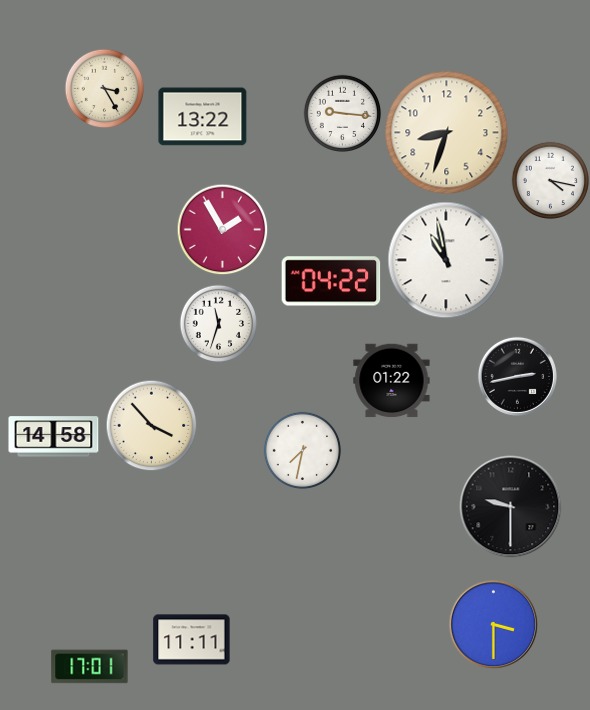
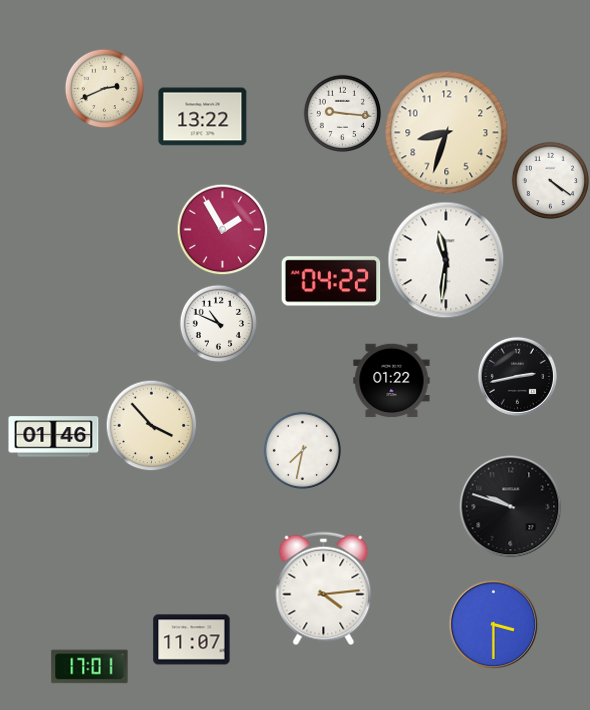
clock at (104, 88): 3:25 -> 2:41
clock at (550, 180): 4:17 -> 4:21
clock at (446, 260): 10:58 -> 11:31
clock at (218, 323): 11:33 -> 10:49
clock at (54, 437): 14:58 -> 01:46
clock at (511, 507): 9:30 -> 9:48
clock at (324, 589): none -> 4:14
clock at (192, 640): 11:11 -> 11:07
